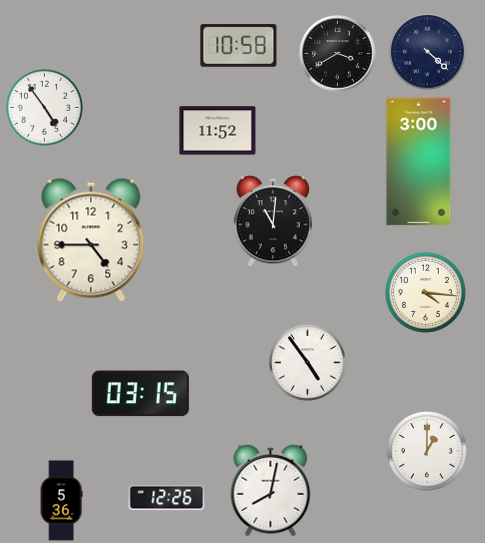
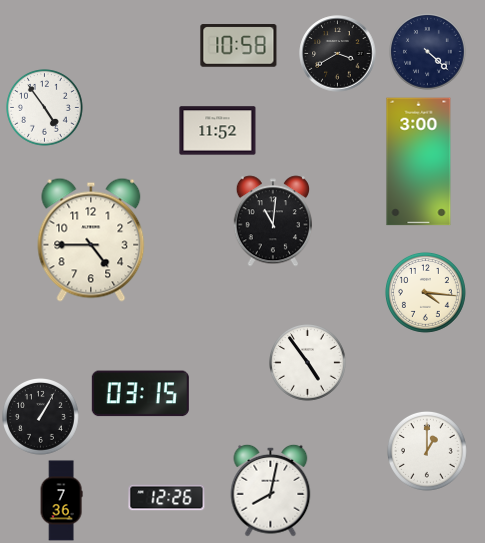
clock at (41, 417): none -> 1:05
clock at (61, 501): 5:36 -> 7:36
